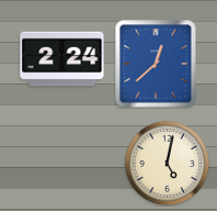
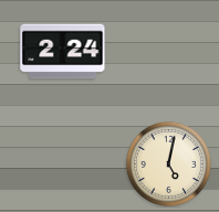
clock at (62, 59) position: (62, 59) -> (63, 52)
clock at (156, 64): 12:38 -> none
